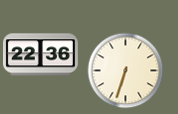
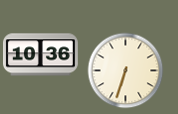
clock at (41, 55): 22:36 -> 10:36
